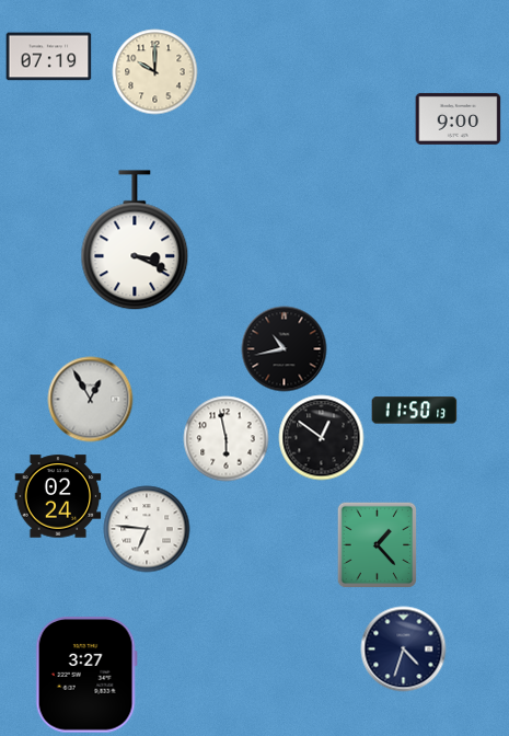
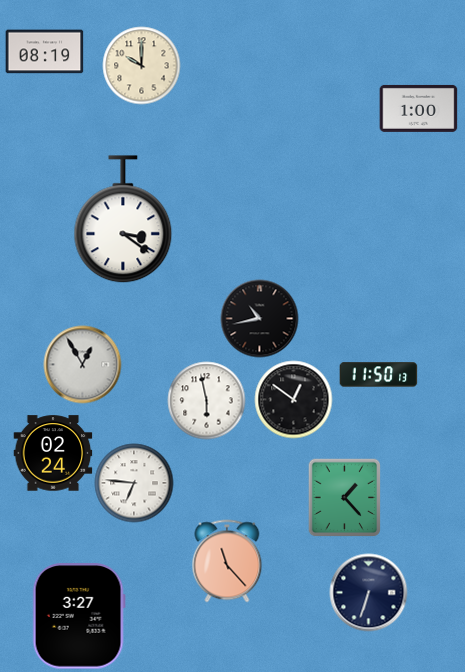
clock at (48, 57): 07:19 -> 08:19
clock at (458, 118): 9:00 -> 1:00
clock at (135, 240): 3:19 -> 3:21
clock at (227, 561): none -> 11:23
clock at (403, 648): 4:33 -> 6:33
